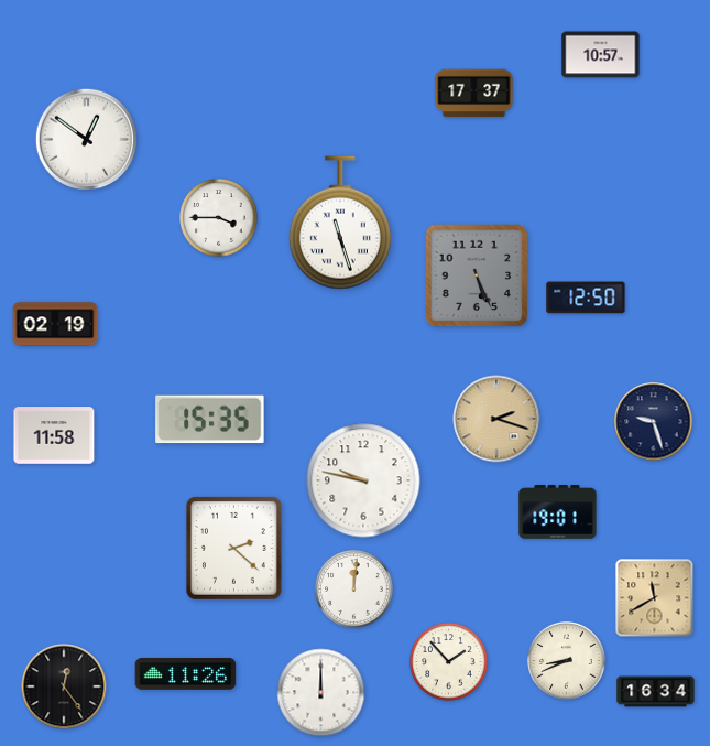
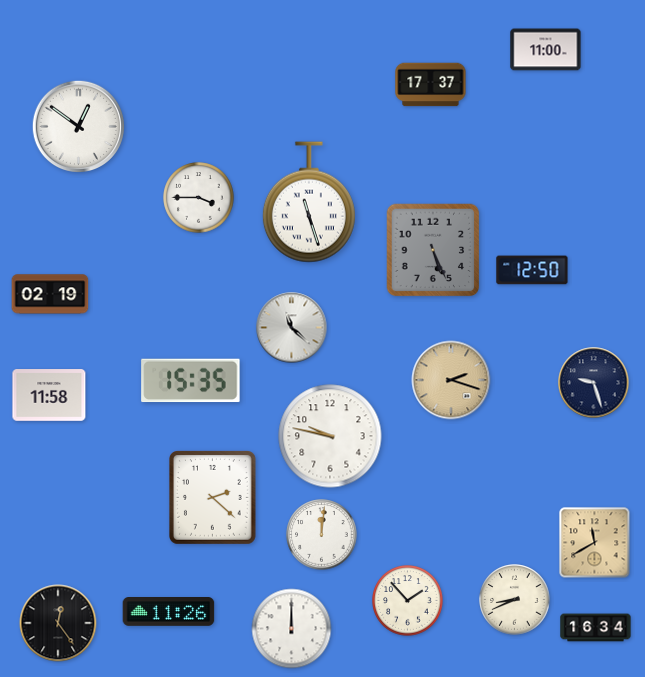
clock at (601, 55): 10:57 -> 11:00
clock at (292, 328): none -> 11:22
clock at (558, 512): 19:01 -> none
